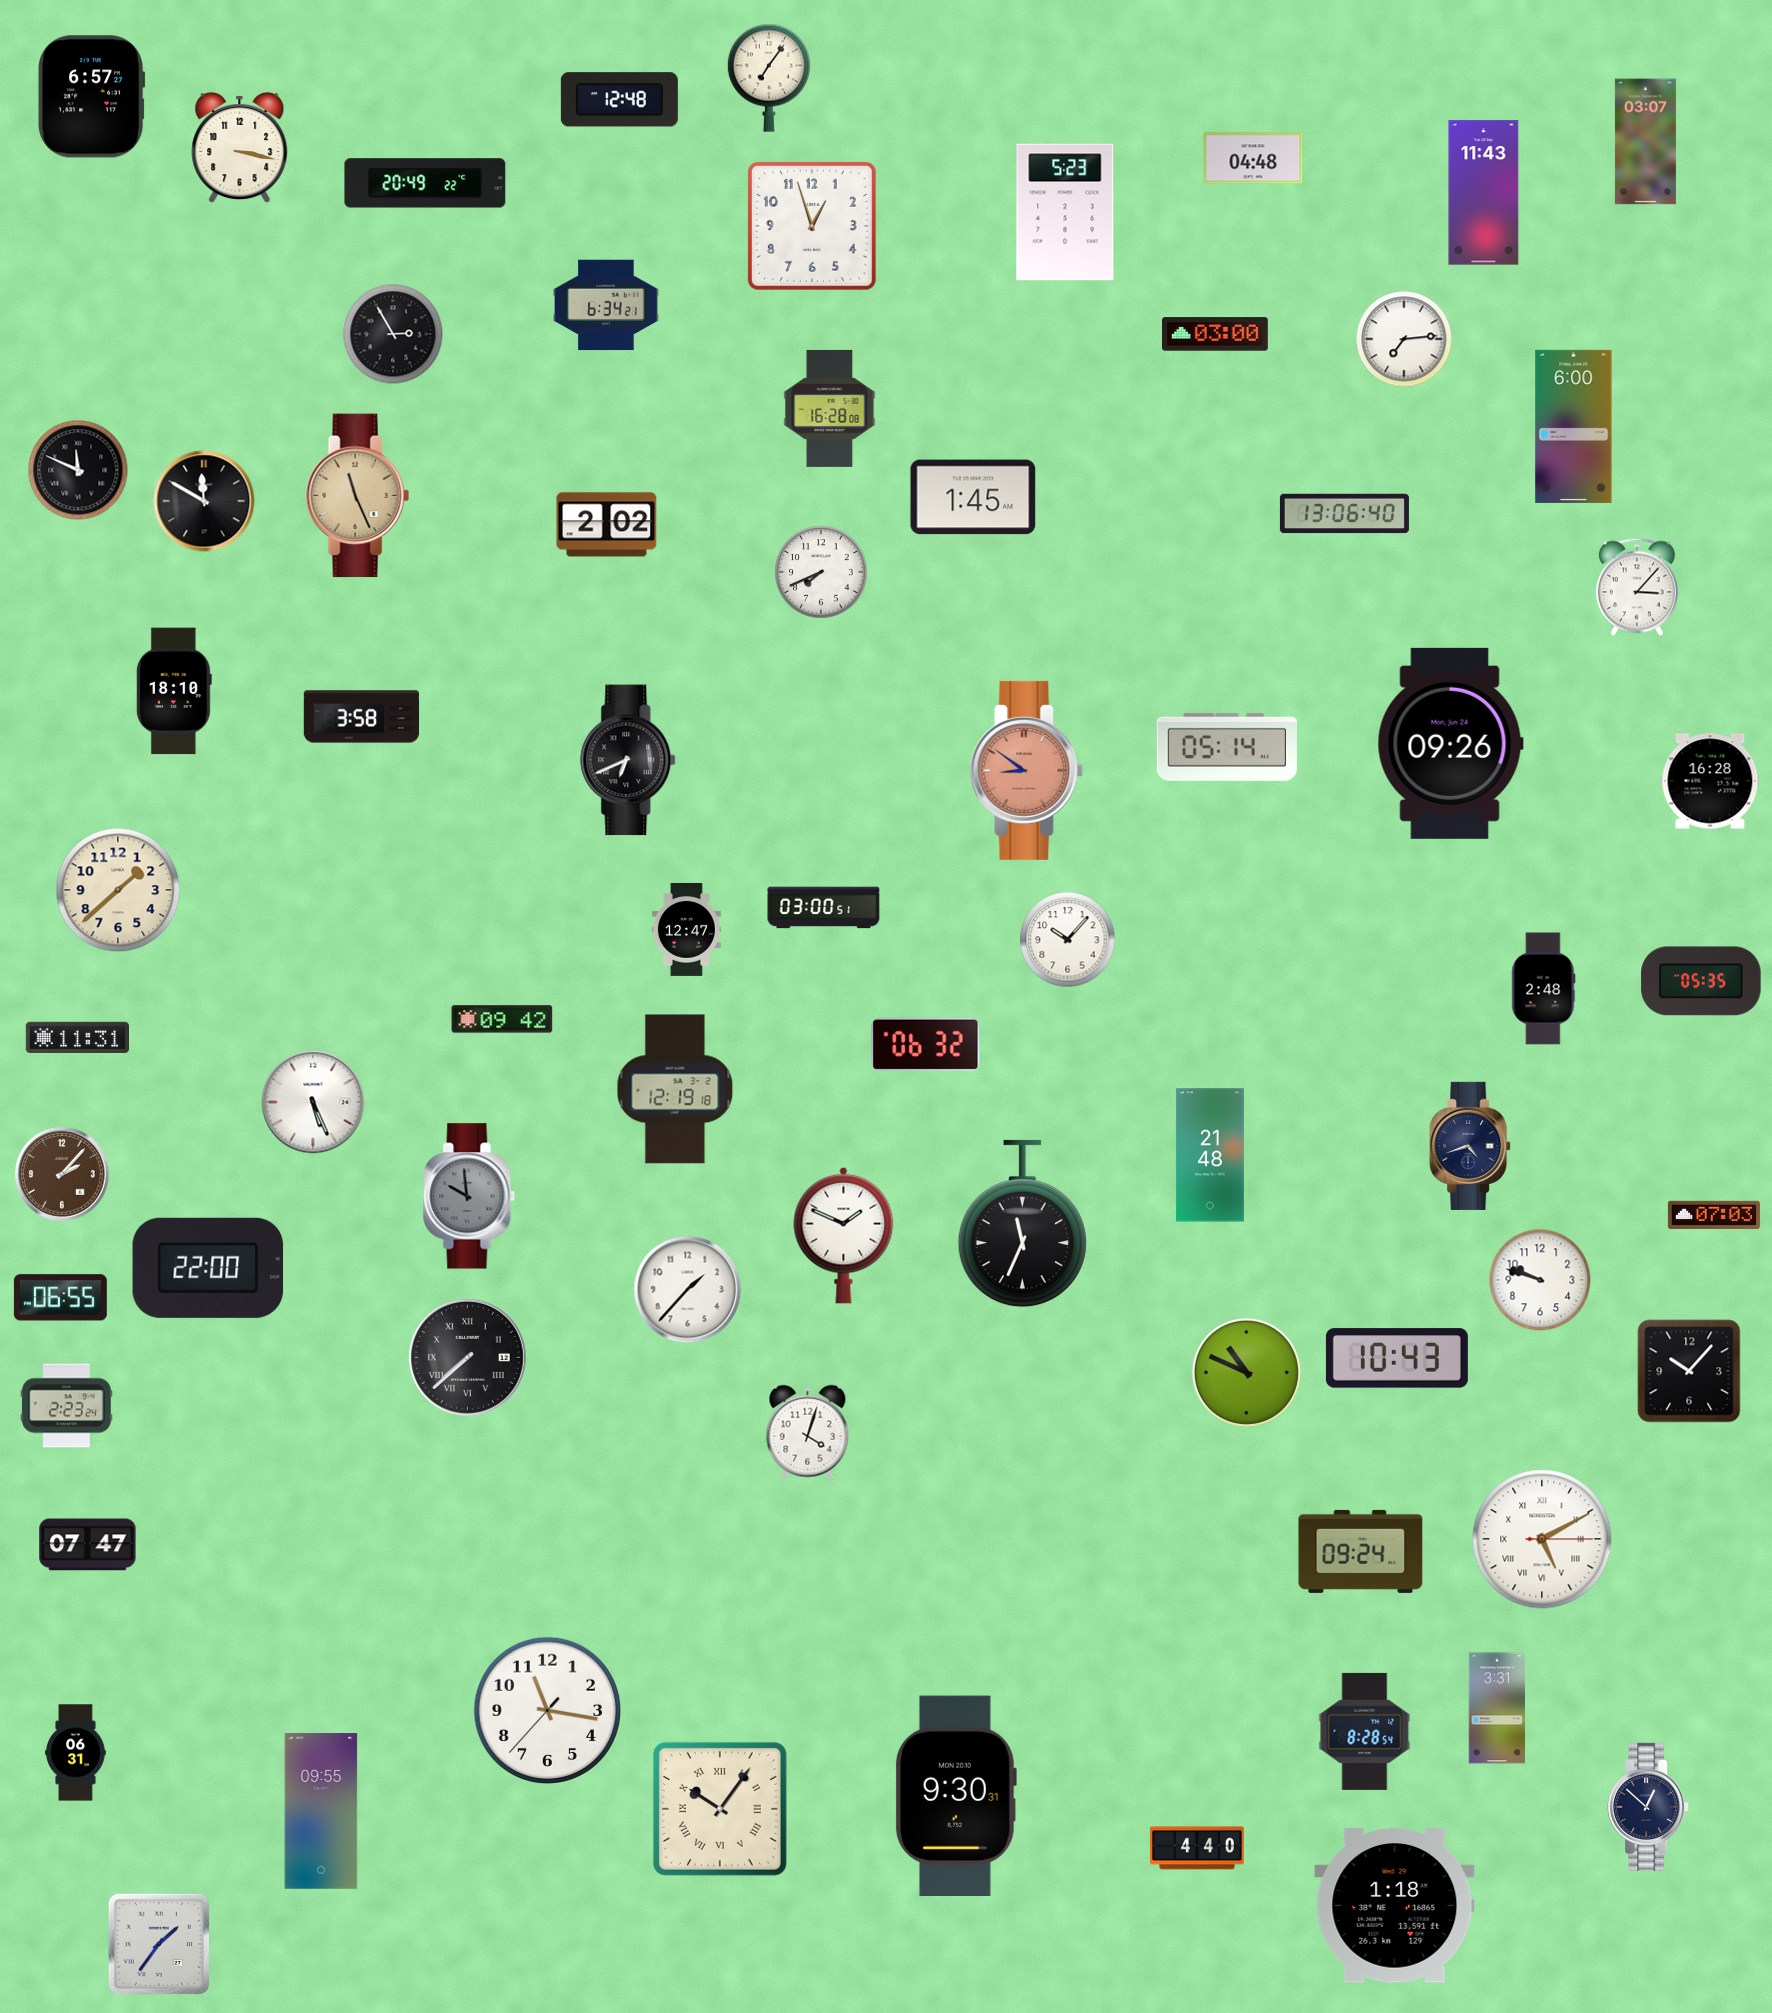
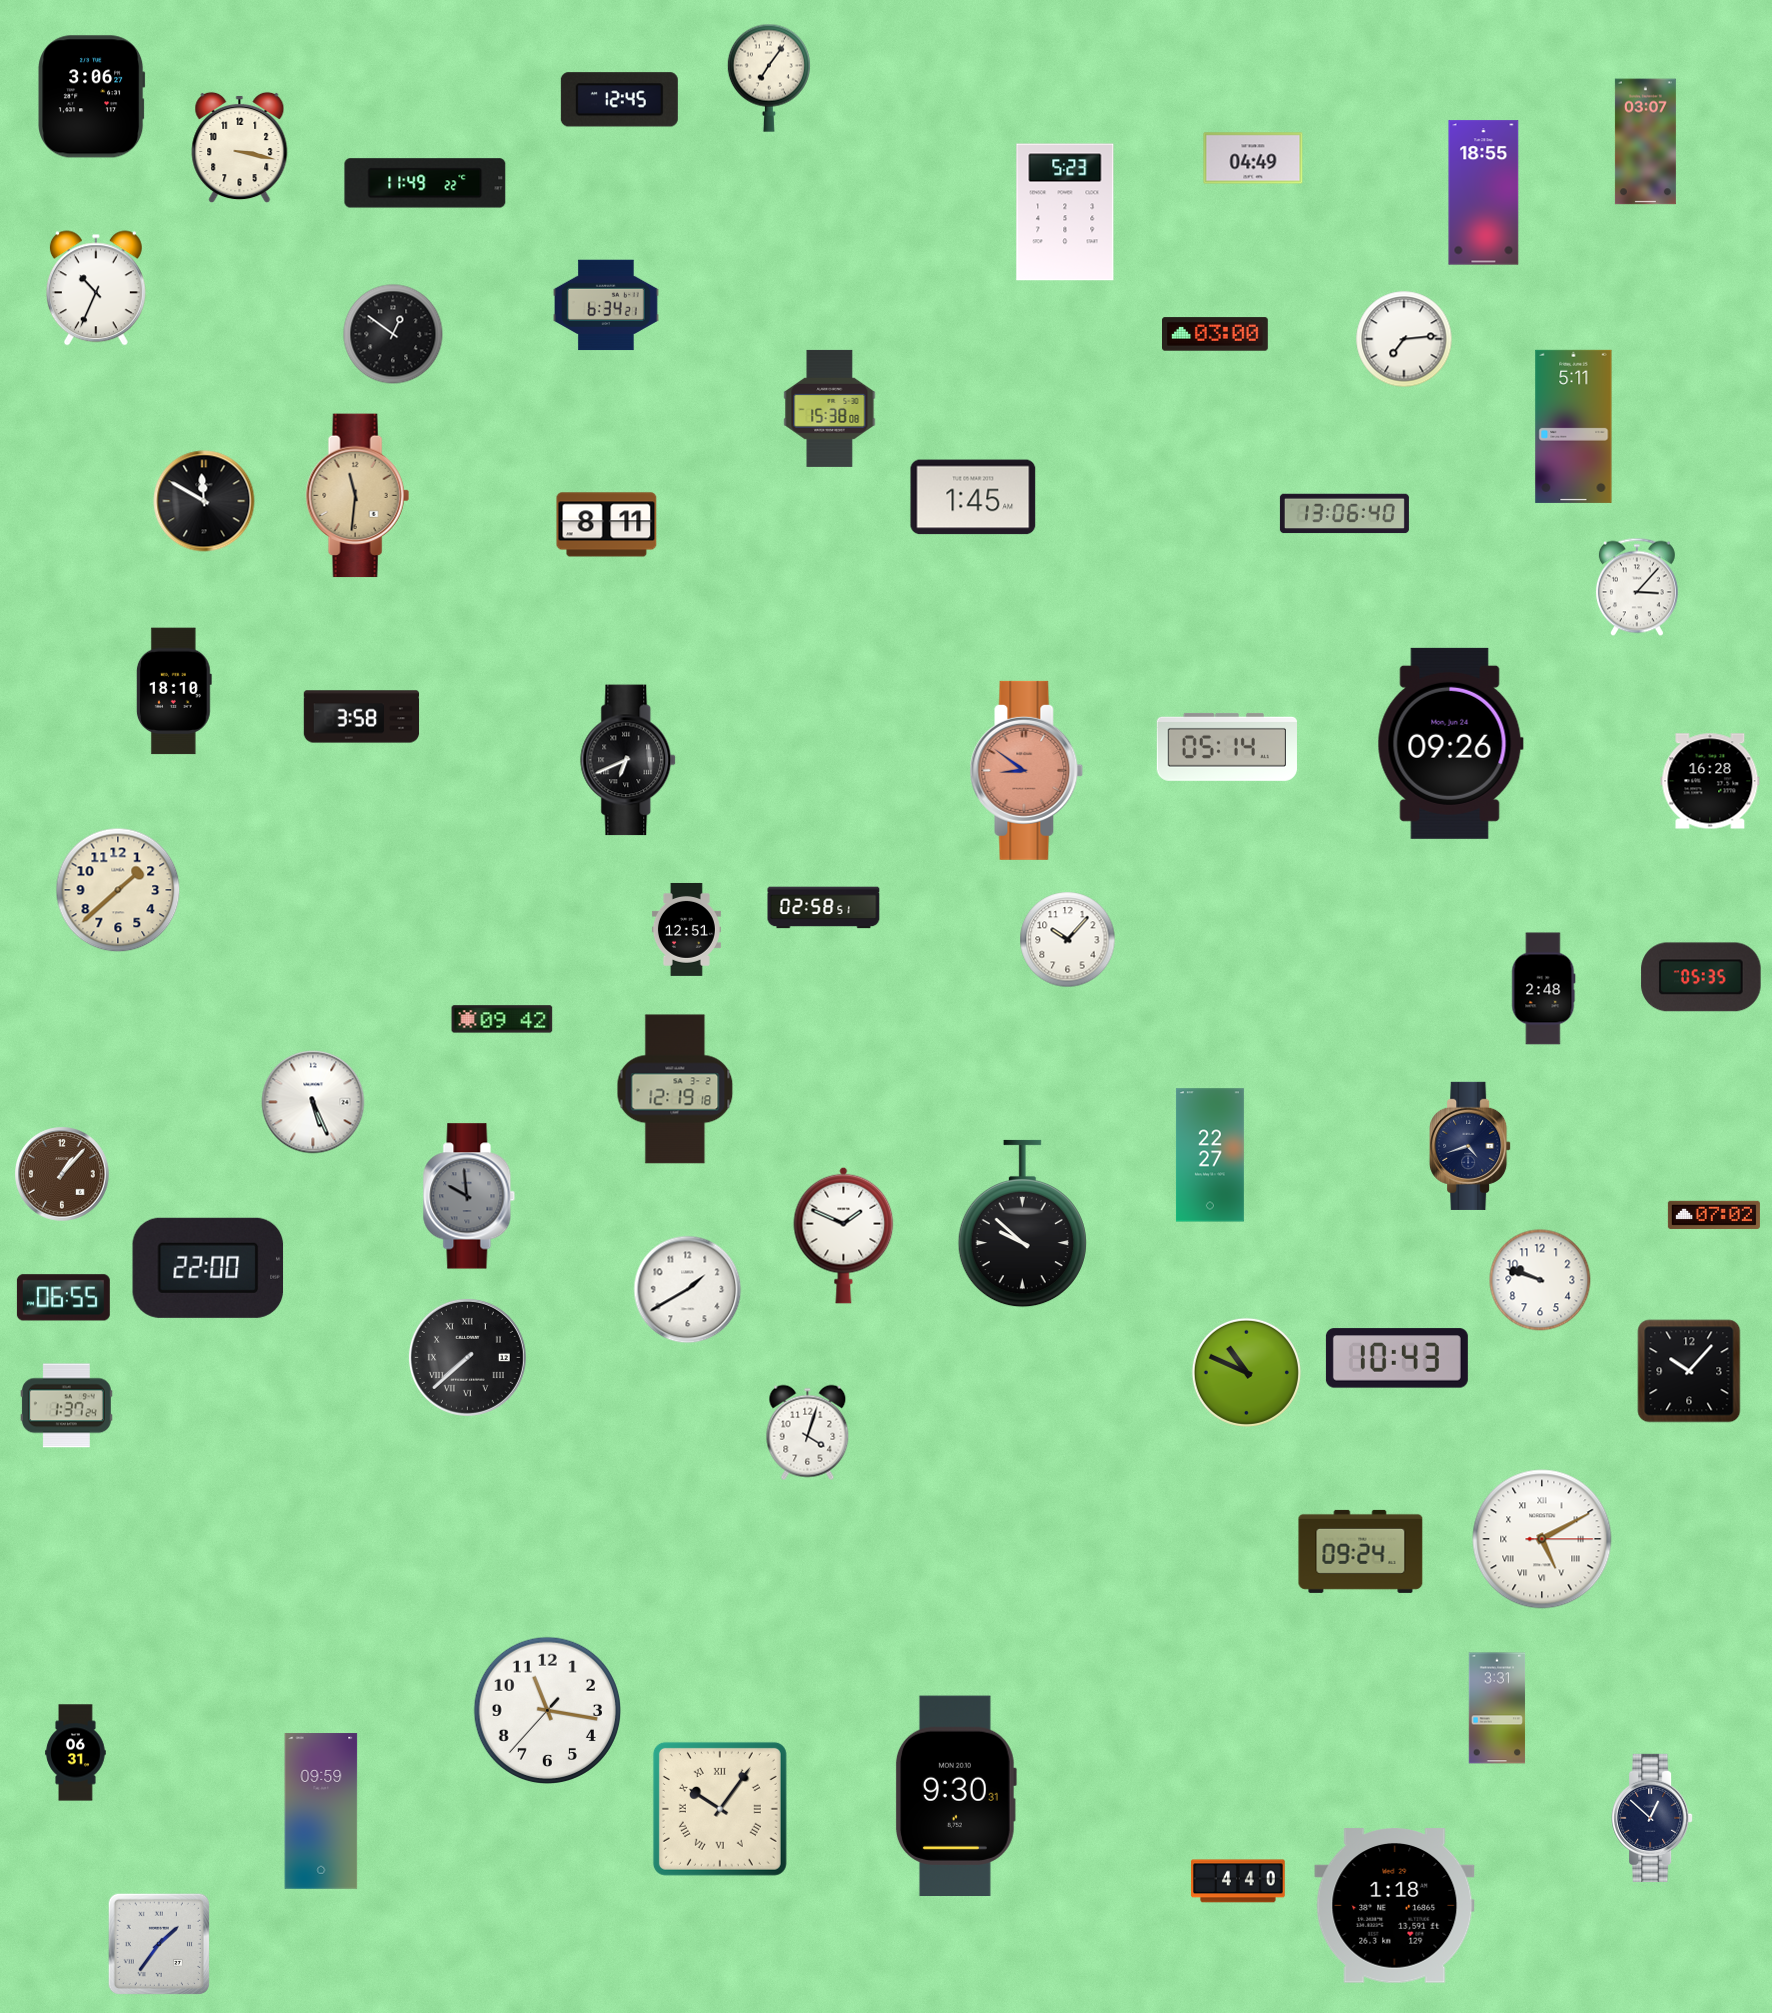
clock at (92, 97): 6:57 -> 3:06
clock at (619, 100): 12:48 -> 12:45
clock at (1253, 158): 04:48 -> 04:49
clock at (425, 183): 20:49 -> 11:49
clock at (1484, 193): 11:43 -> 18:55
clock at (812, 226): 12:57 -> none
clock at (96, 288): none -> 10:34
clock at (393, 334): 2:55 -> 12:51
clock at (830, 408): 16:28 -> 15:38
clock at (1574, 426): 6:00 -> 5:11
clock at (78, 470): 11:49 -> none
clock at (357, 496): 11:26 -> 11:31
clock at (607, 525): 2:02 -> 8:11
clock at (821, 572): 7:41 -> none
clock at (824, 908): 03:00 -> 02:58
clock at (686, 929): 12:47 -> 12:51
clock at (1701, 981) position: (1701, 981) -> (1701, 977)
clock at (77, 1038): 11:31 -> none
clock at (926, 1044): 06:32 -> none
clock at (1210, 1155): 21:48 -> 22:27
clock at (62, 1174): 2:07 -> 1:07
clock at (1714, 1215): 07:03 -> 07:02
clock at (1022, 1224): 11:34 -> 9:52
clock at (688, 1290): 1:37 -> 1:40
clock at (60, 1298) position: (60, 1298) -> (63, 1298)
clock at (66, 1406): 2:23 -> 1:37
clock at (88, 1545): 07:47 -> none
clock at (1365, 1731): 8:28 -> none
clock at (1648, 1807) position: (1648, 1807) -> (1652, 1818)
clock at (321, 1811): 09:55 -> 09:59
clock at (1198, 1848) position: (1198, 1848) -> (1239, 1881)
